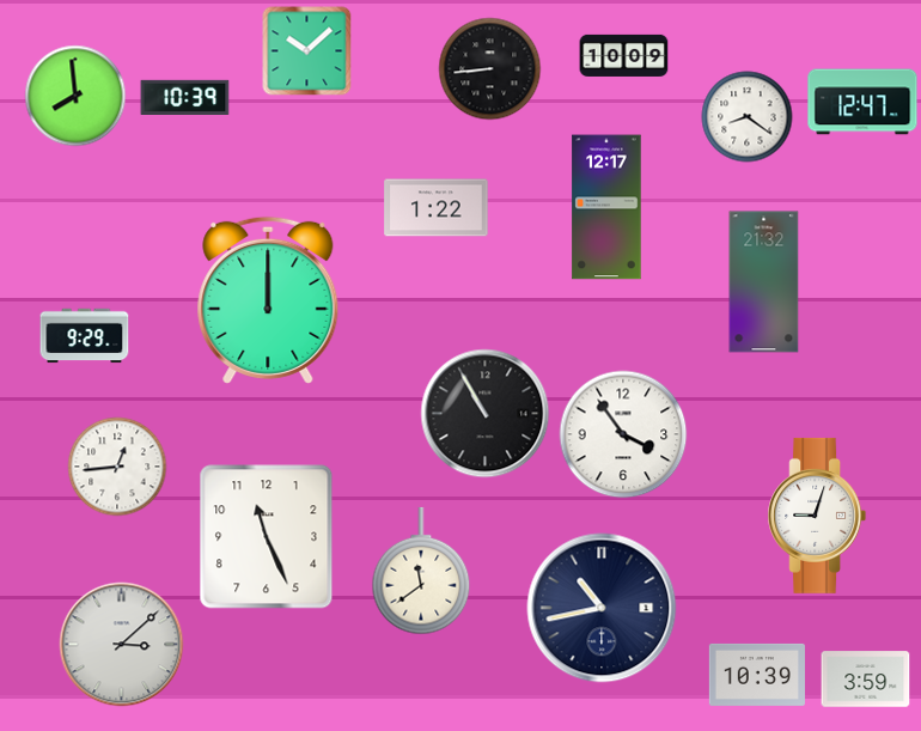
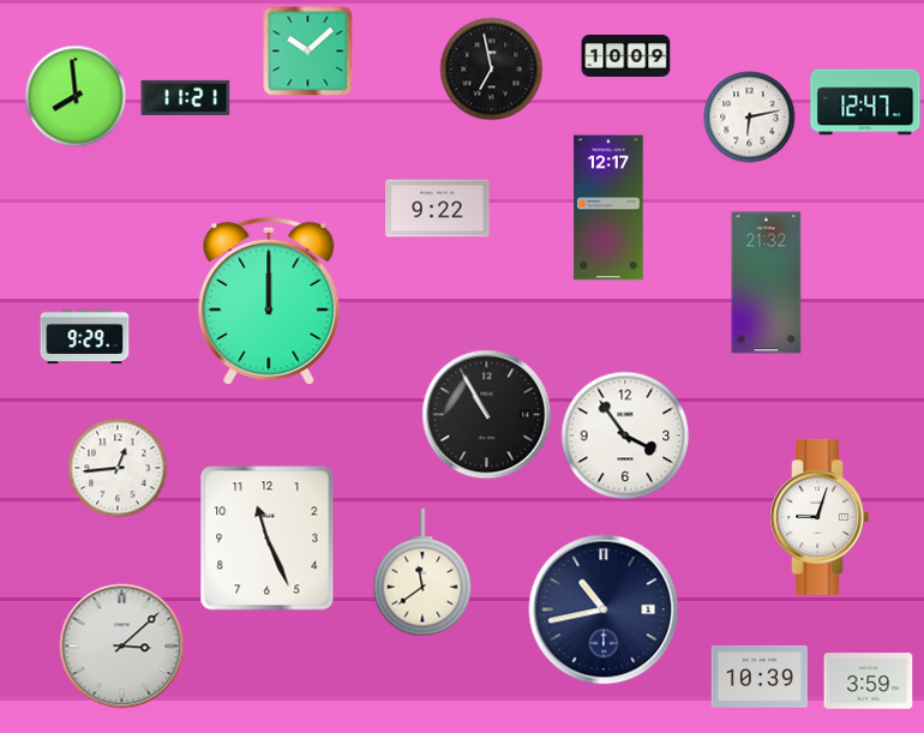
clock at (490, 69): 8:44 -> 6:58
clock at (185, 97): 10:39 -> 11:21
clock at (748, 117): 8:21 -> 6:13
clock at (437, 208): 1:22 -> 9:22
